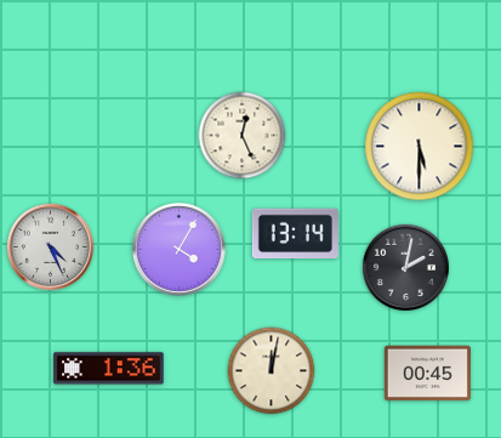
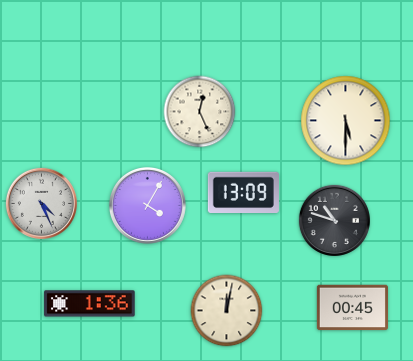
clock at (295, 233): 13:14 -> 13:09
clock at (405, 267): 2:02 -> 10:48
clock at (272, 371) position: (272, 371) -> (227, 311)
